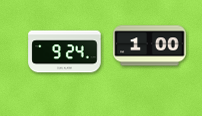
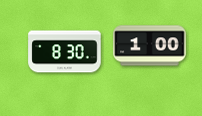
clock at (65, 52): 9:24 -> 8:30
